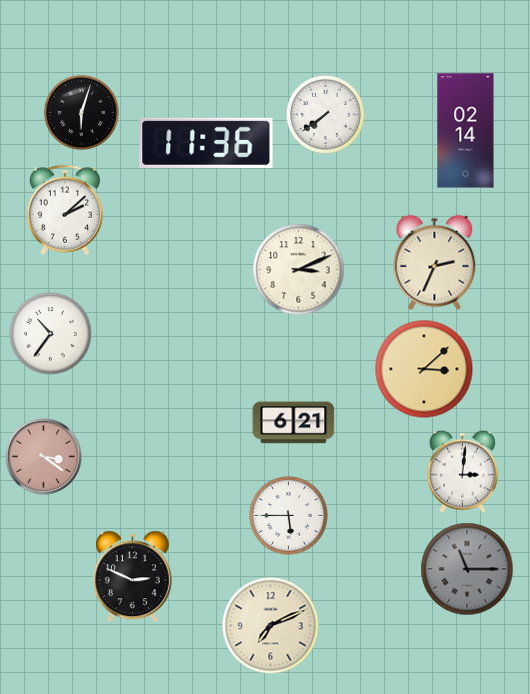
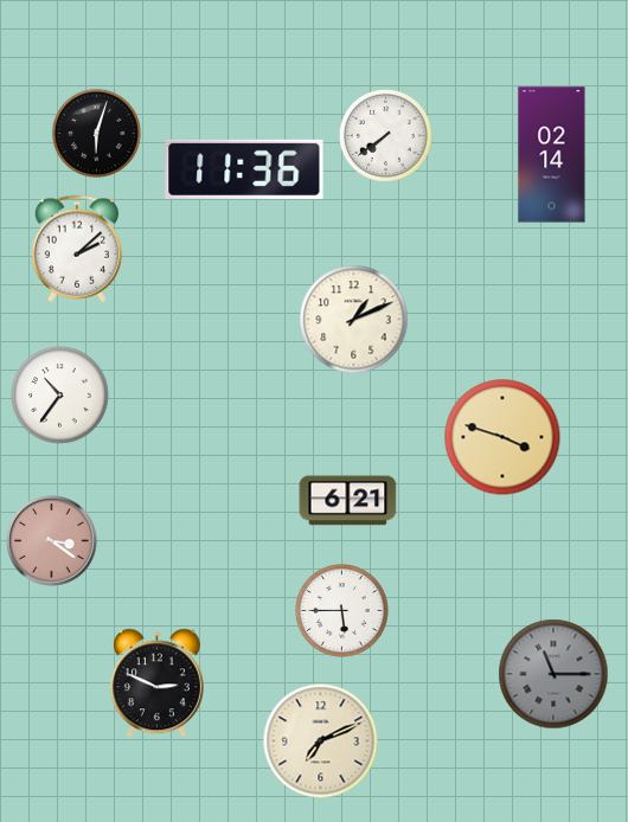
clock at (435, 263): 2:34 -> none
clock at (299, 270): 3:11 -> 1:11
clock at (424, 369): 3:08 -> 3:48
clock at (462, 471): 3:01 -> none
